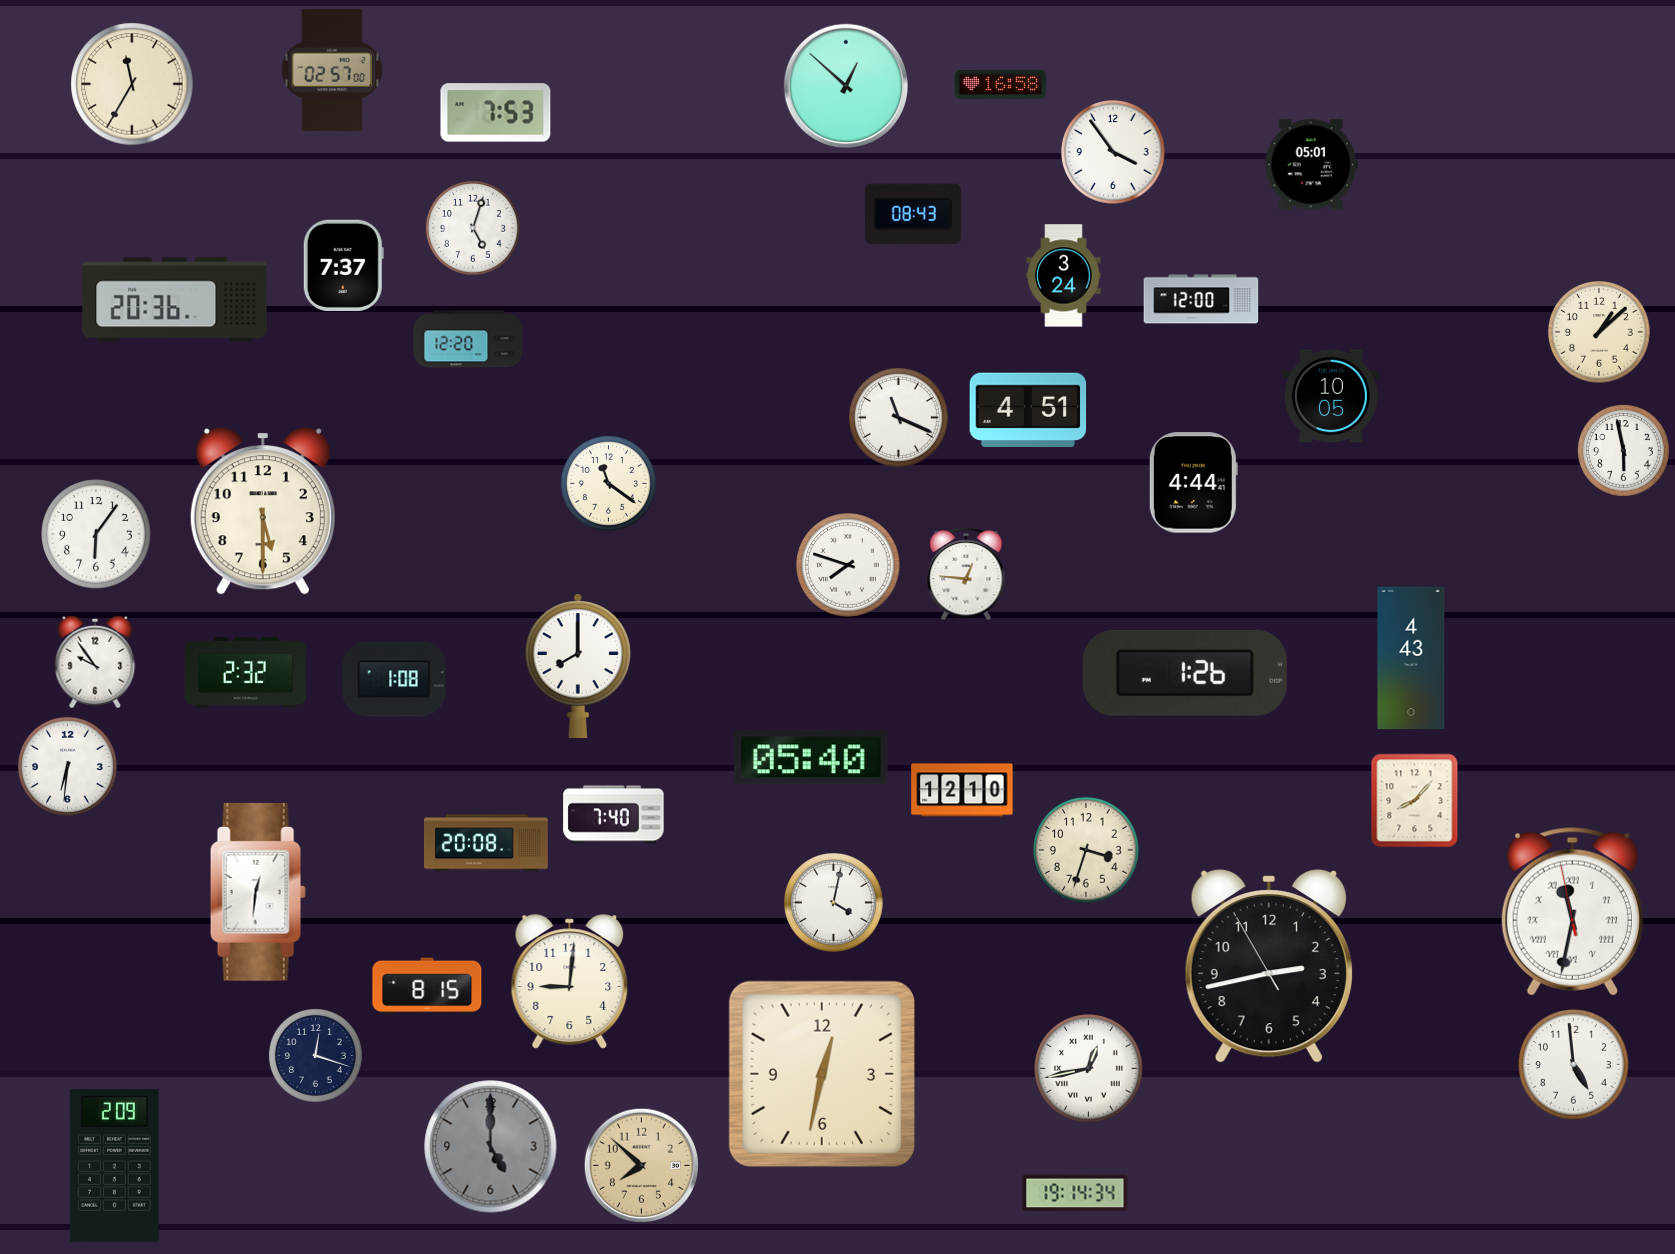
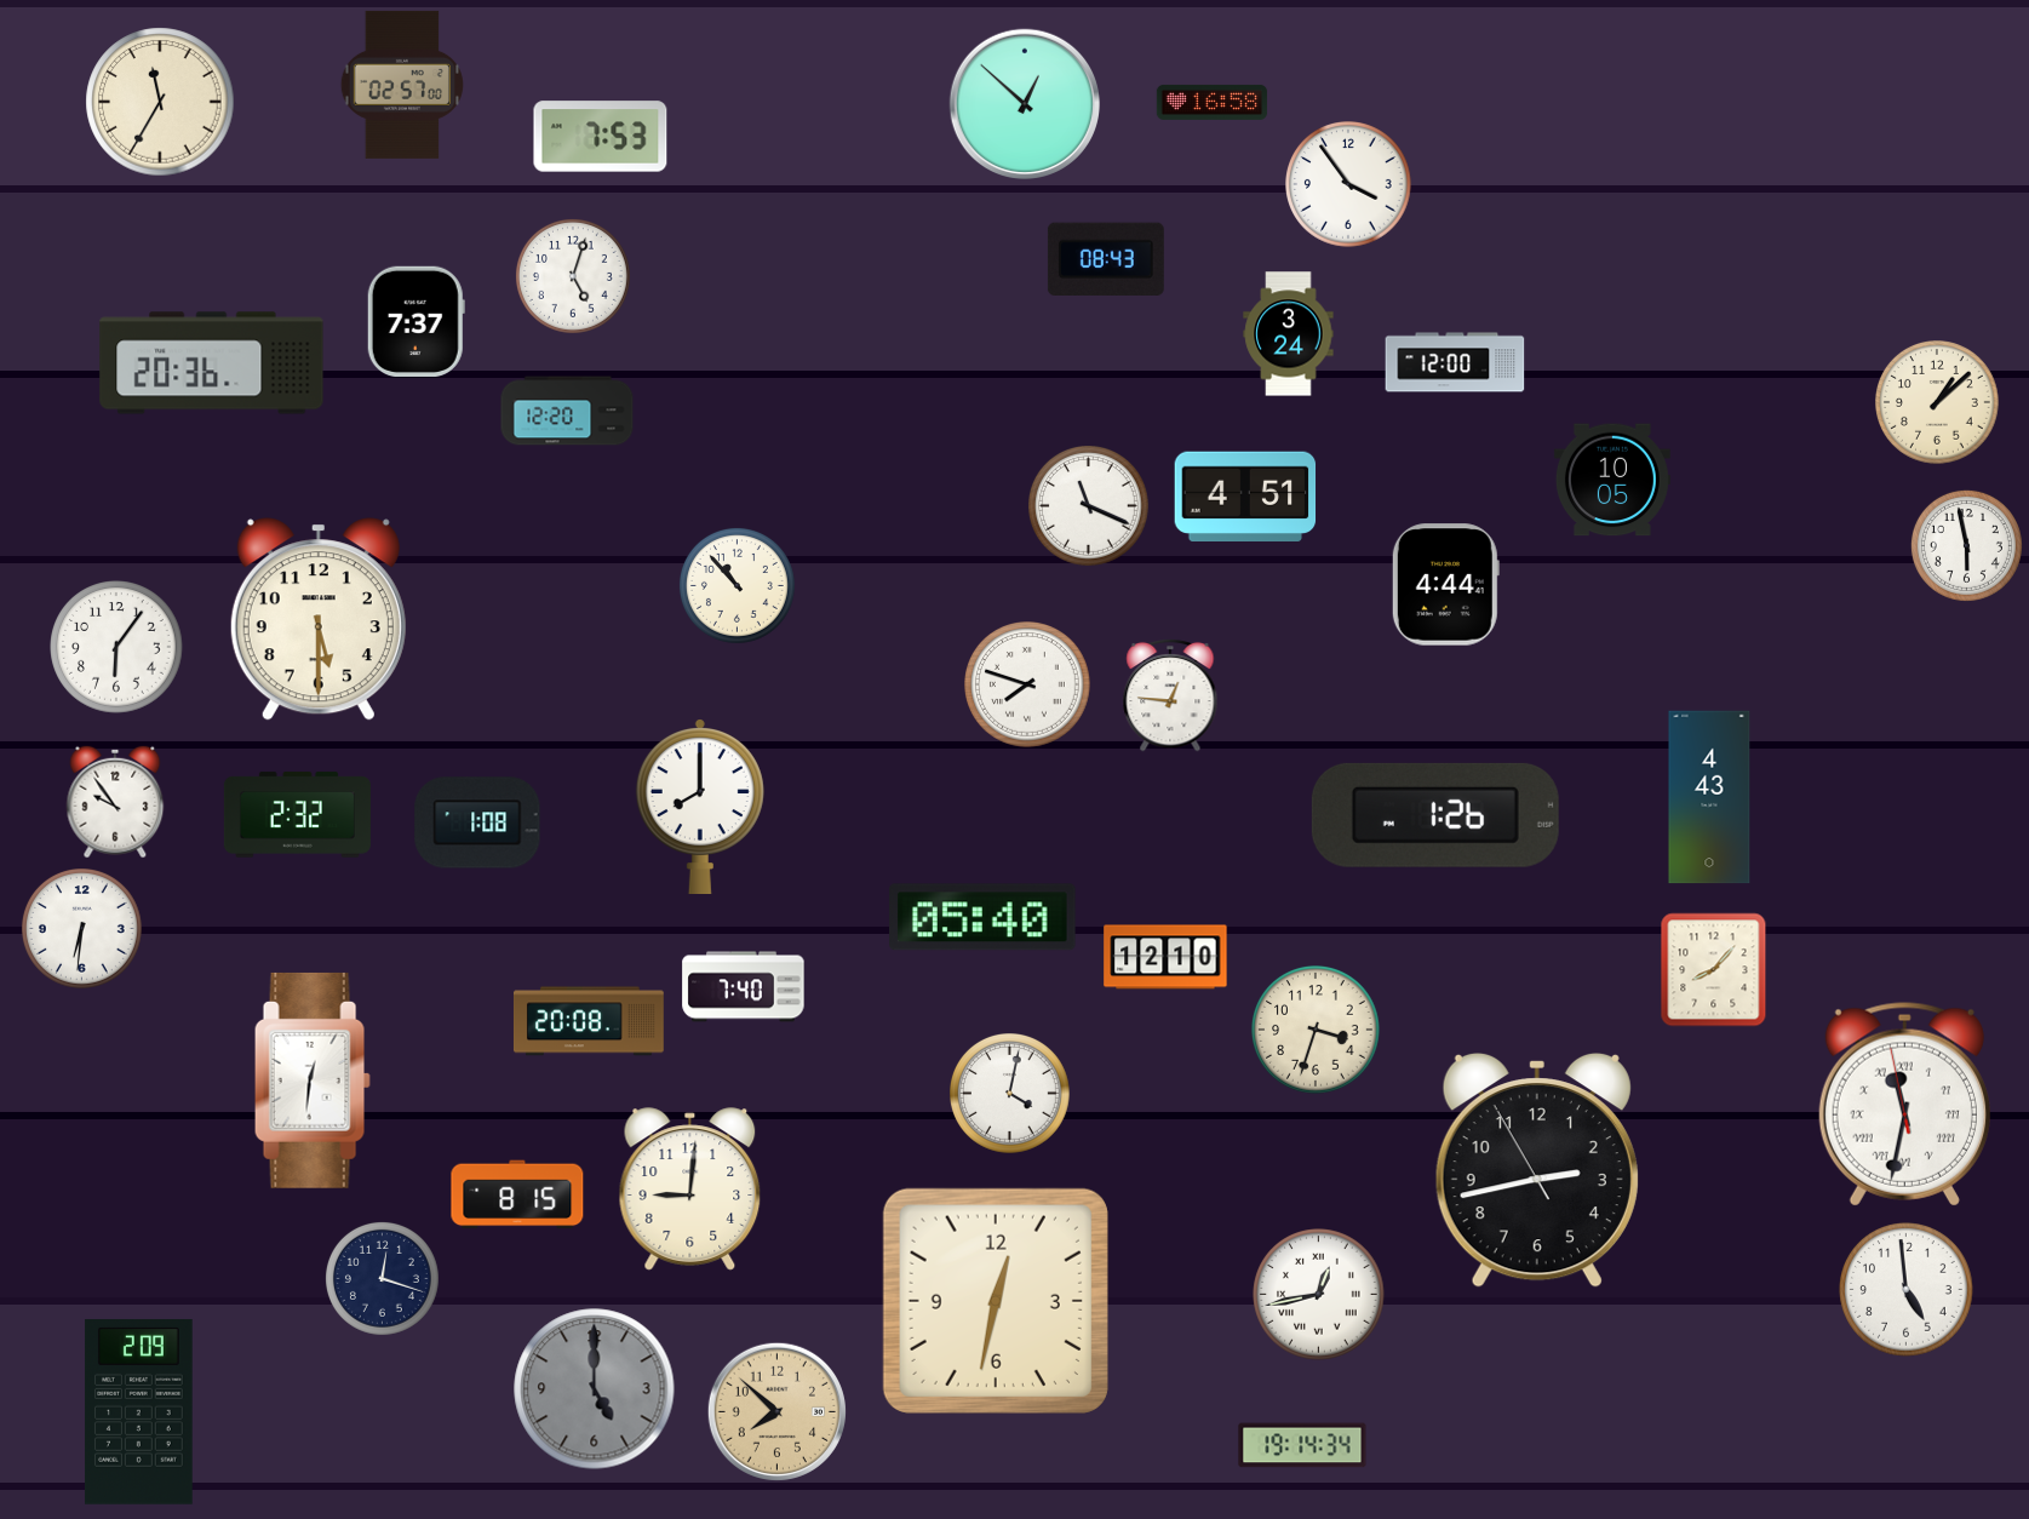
clock at (1311, 165): 05:01 -> none
clock at (608, 483): 11:21 -> 10:53
